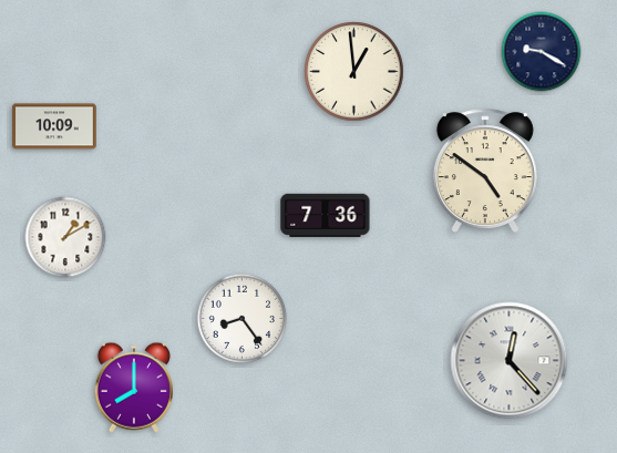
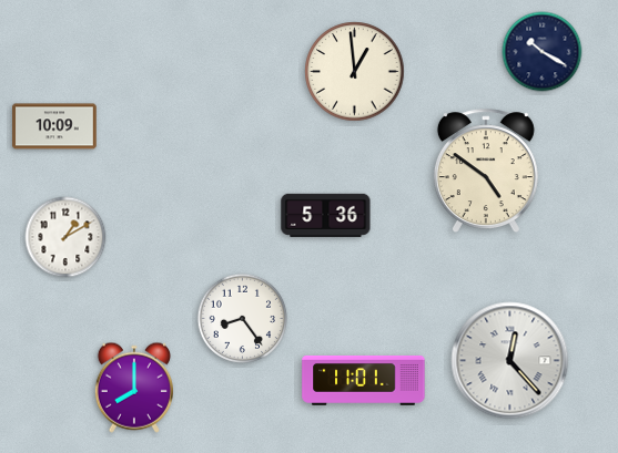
clock at (542, 52): 9:20 -> 10:20
clock at (326, 215): 7:36 -> 5:36
clock at (364, 380): none -> 11:01
